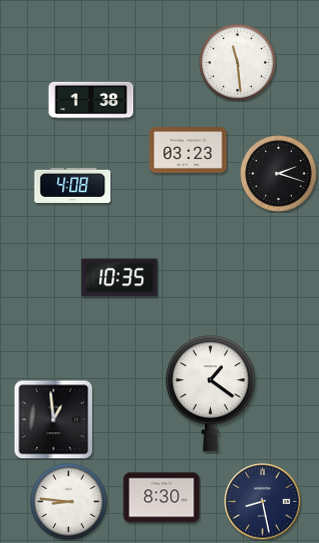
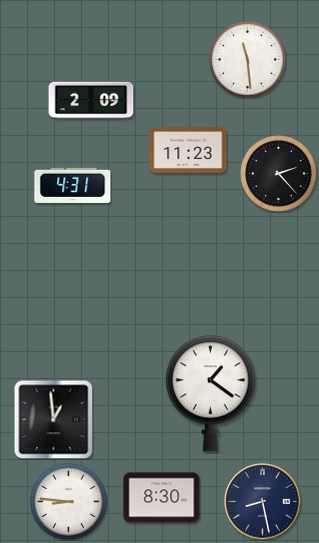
clock at (238, 63) position: (238, 63) -> (248, 60)
clock at (91, 100): 1:38 -> 2:09
clock at (188, 151): 03:23 -> 11:23
clock at (279, 174): 2:18 -> 2:23
clock at (73, 185): 4:08 -> 4:31
clock at (120, 278): 10:35 -> none
